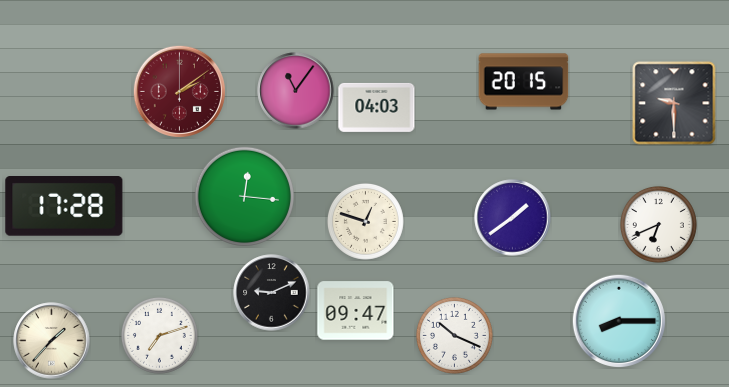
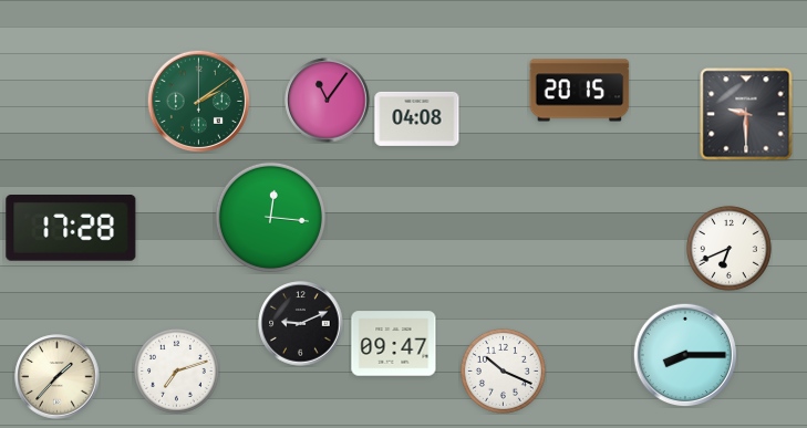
clock at (179, 91) dial: burgundy -> green
clock at (377, 107): 04:03 -> 04:08
clock at (513, 218): 1:39 -> none
clock at (365, 221): 12:48 -> none
